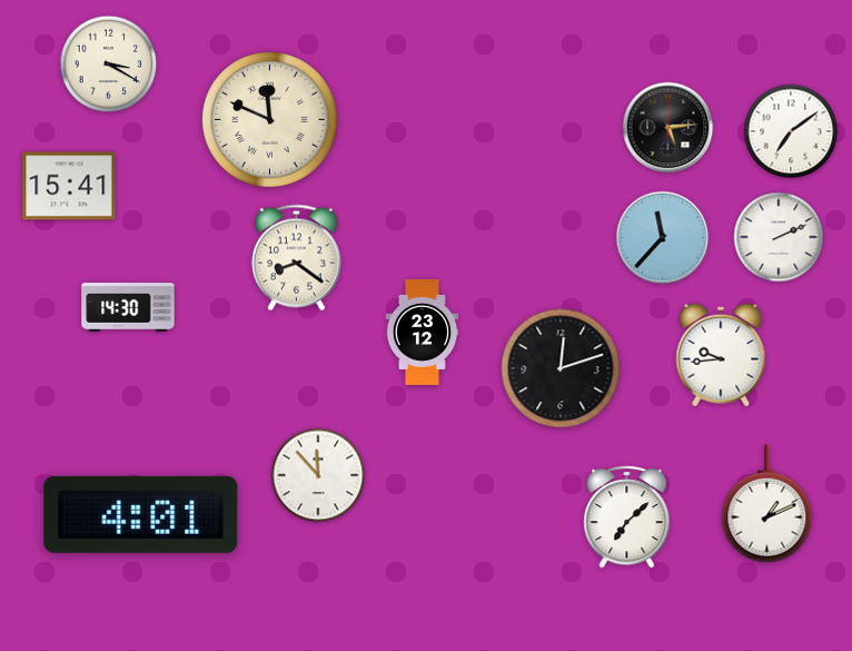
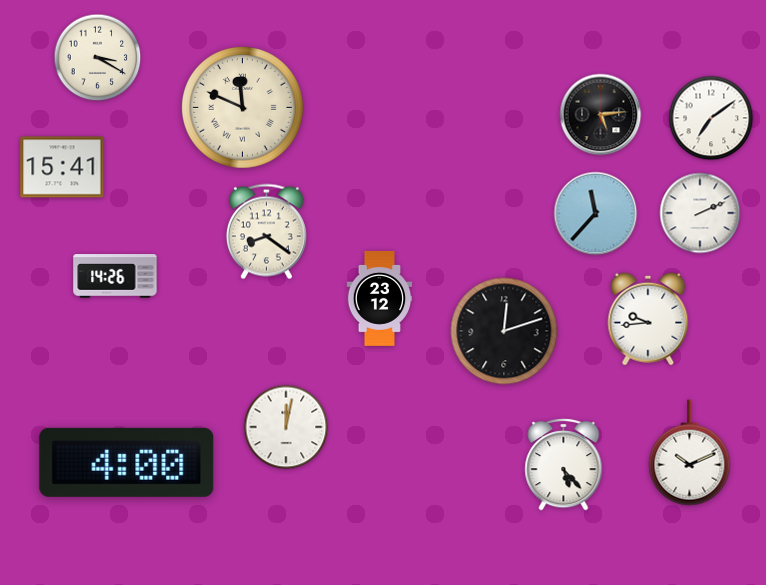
clock at (128, 307): 14:30 -> 14:26
clock at (318, 475): 11:53 -> 12:02
clock at (767, 504): 1:11 -> 10:11
clock at (141, 514): 4:01 -> 4:00
clock at (627, 516): 7:08 -> 5:23
